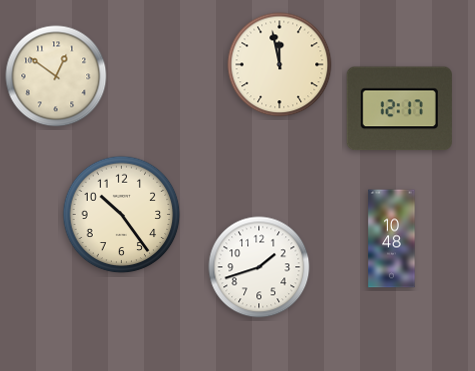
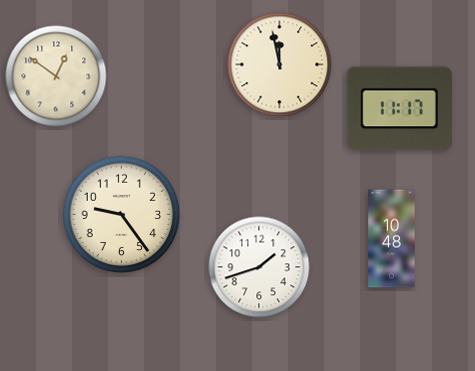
clock at (399, 109): 12:17 -> 11:17
clock at (122, 215): 10:24 -> 9:24
